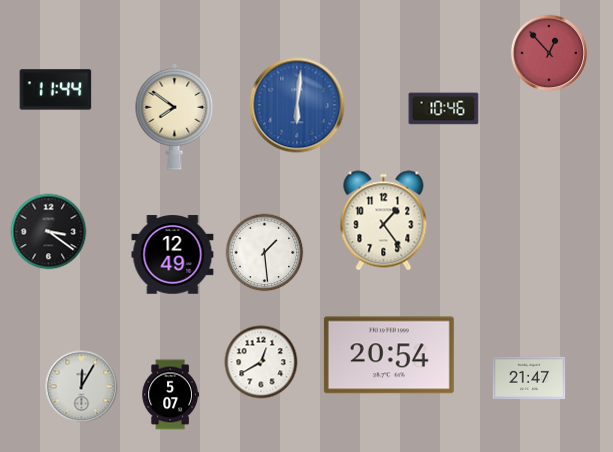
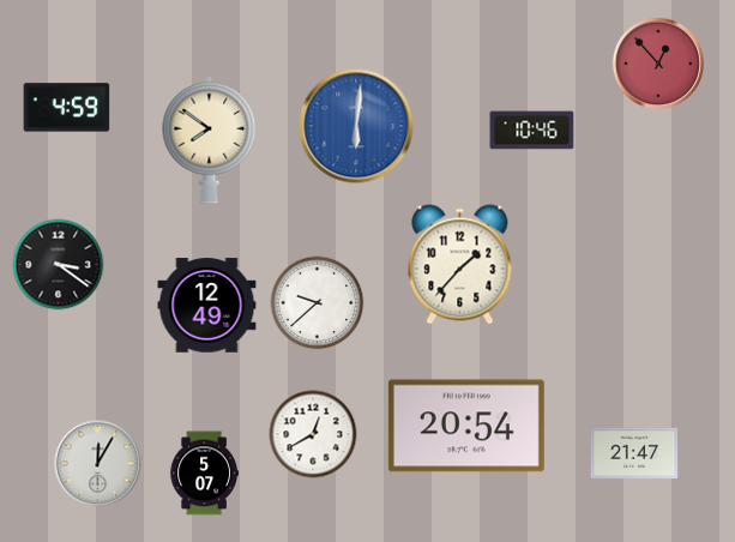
clock at (56, 90): 11:44 -> 4:59
clock at (384, 221): 1:24 -> 1:37
clock at (49, 232) position: (49, 232) -> (59, 265)
clock at (265, 253): 1:29 -> 9:38
